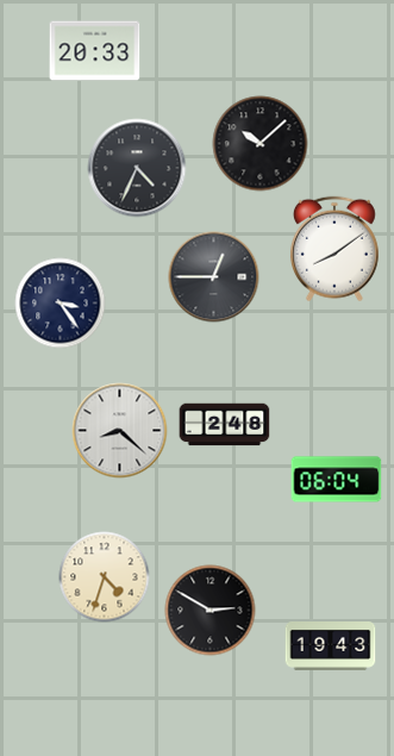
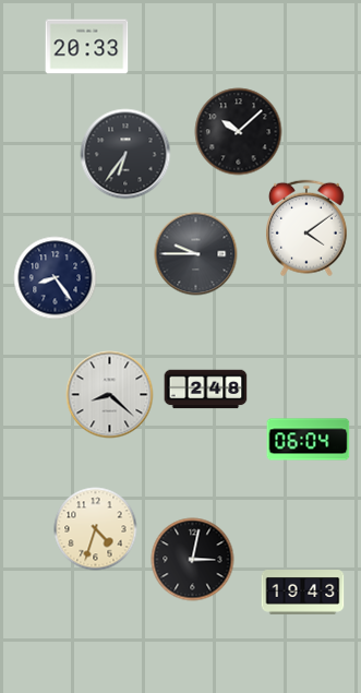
clock at (137, 168): 4:34 -> 6:36
clock at (334, 249): 8:09 -> 4:09
clock at (214, 277): 12:45 -> 9:45
clock at (61, 304): 3:24 -> 8:24
clock at (211, 611): 2:50 -> 3:02
